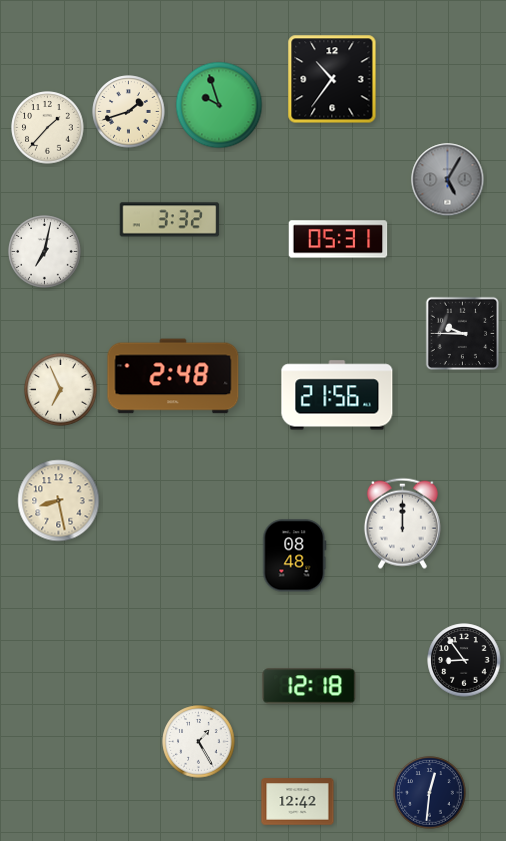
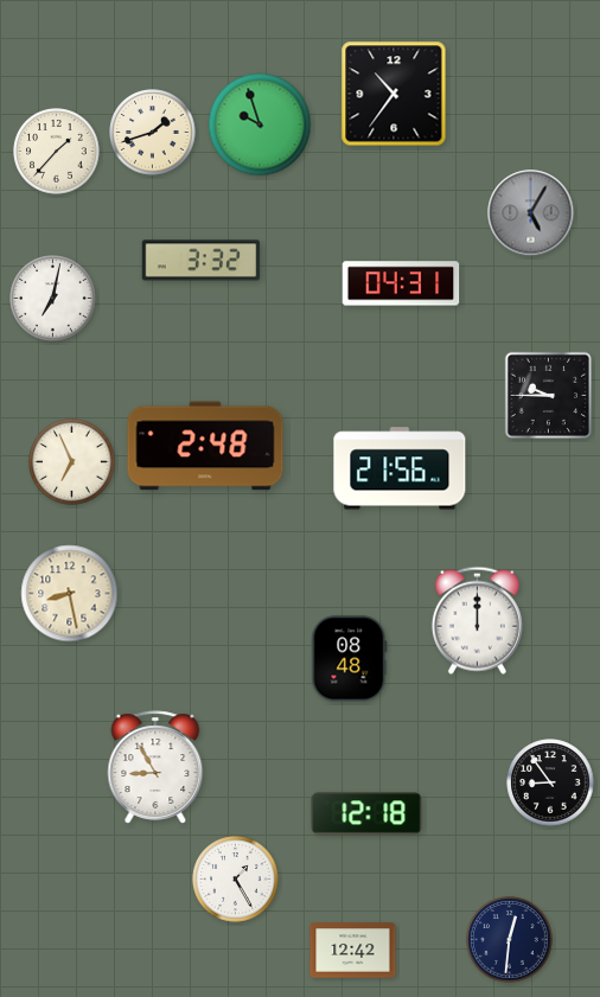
clock at (338, 239): 05:31 -> 04:31
clock at (155, 767): none -> 8:55
